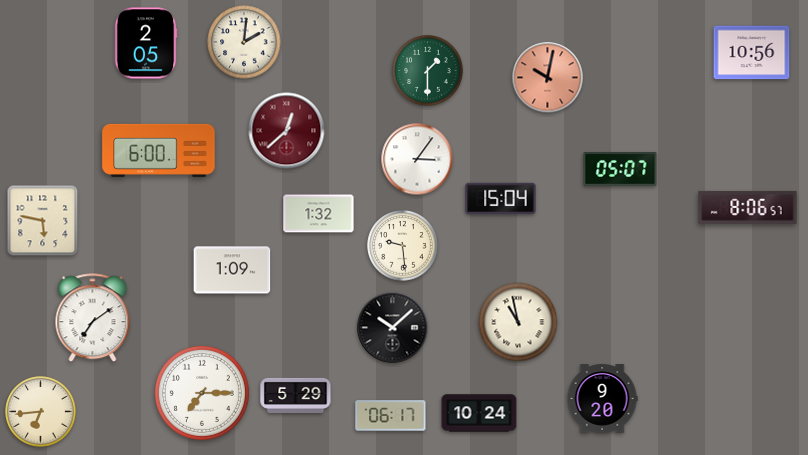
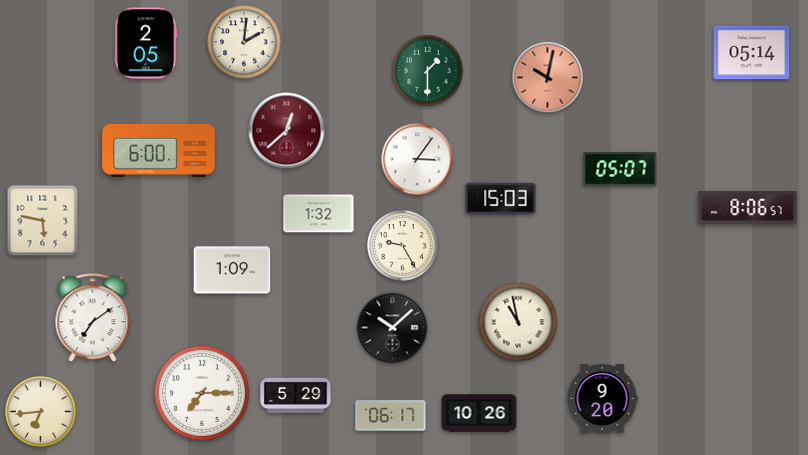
clock at (752, 53): 10:56 -> 05:14
clock at (501, 199): 15:04 -> 15:03
clock at (403, 246): 9:29 -> 9:25
clock at (479, 413): 10:24 -> 10:26
